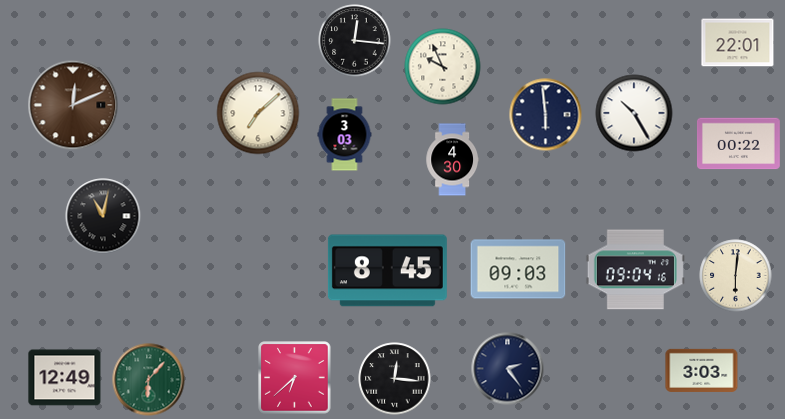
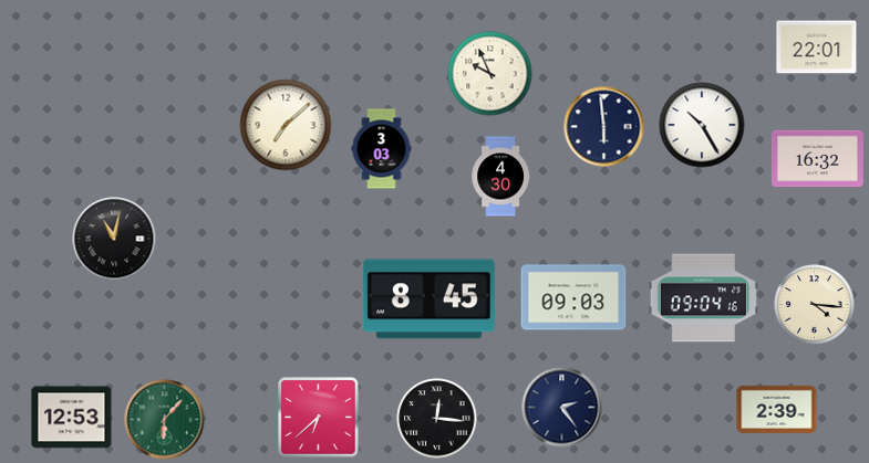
clock at (355, 41): 12:16 -> none
clock at (73, 105): 12:11 -> none
clock at (739, 144): 00:22 -> 16:32
clock at (736, 276): 6:01 -> 4:16
clock at (702, 370): 3:03 -> 2:39
clock at (65, 378): 12:49 -> 12:53
clock at (295, 378) position: (295, 378) -> (319, 418)
